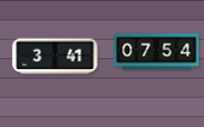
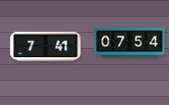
clock at (56, 57): 3:41 -> 7:41
